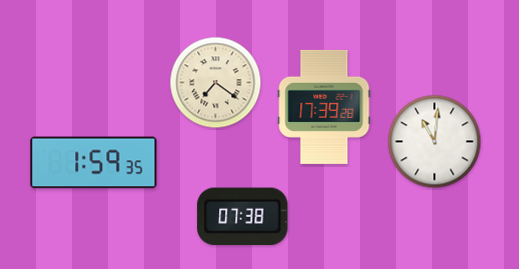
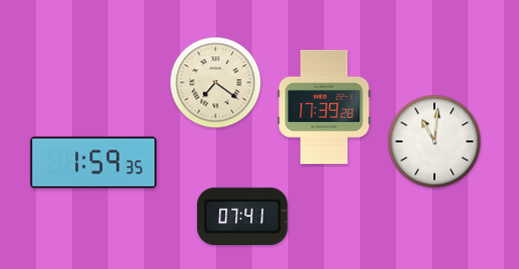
clock at (243, 217): 07:38 -> 07:41
